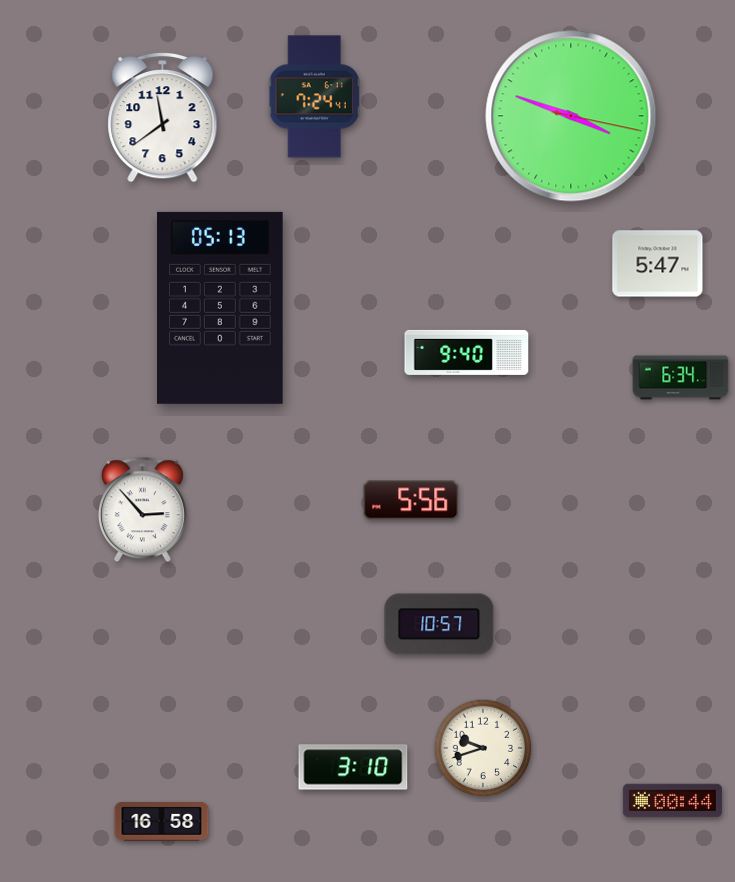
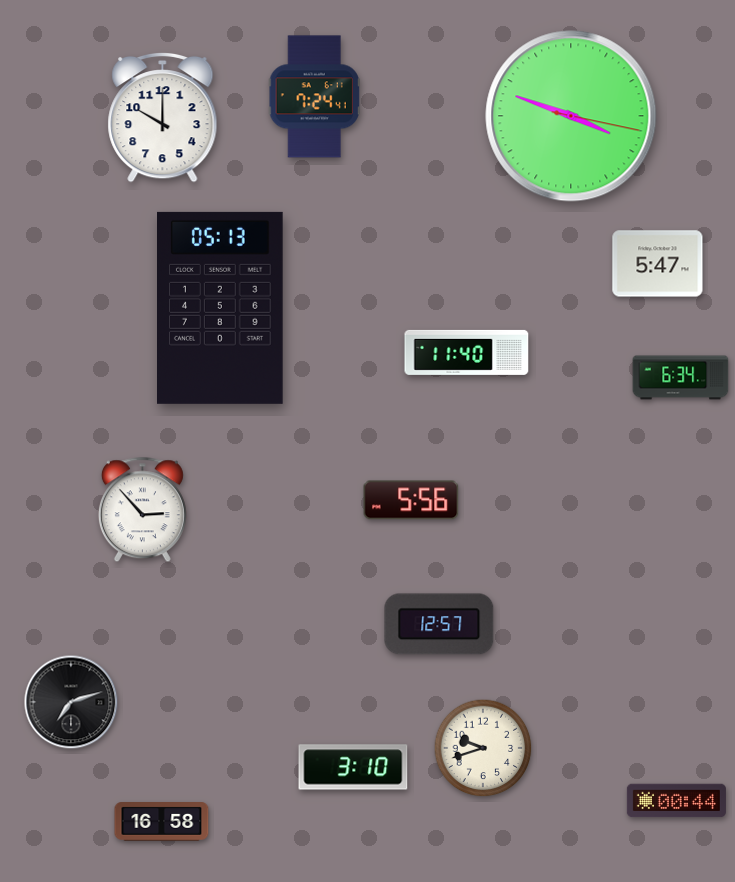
clock at (163, 117): 11:39 -> 10:00
clock at (467, 352): 9:40 -> 11:40
clock at (439, 624): 10:57 -> 12:57
clock at (71, 702): none -> 7:12
clock at (672, 801) position: (672, 801) -> (676, 801)
